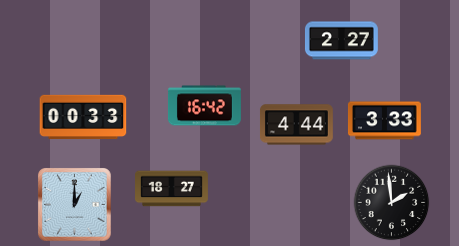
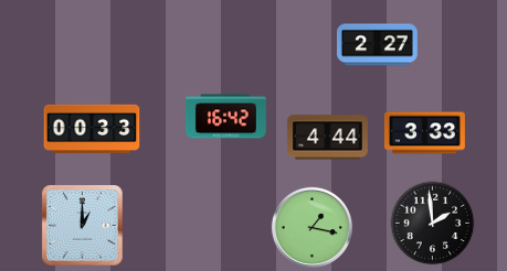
clock at (172, 189): 18:27 -> none
clock at (311, 227): none -> 1:17
